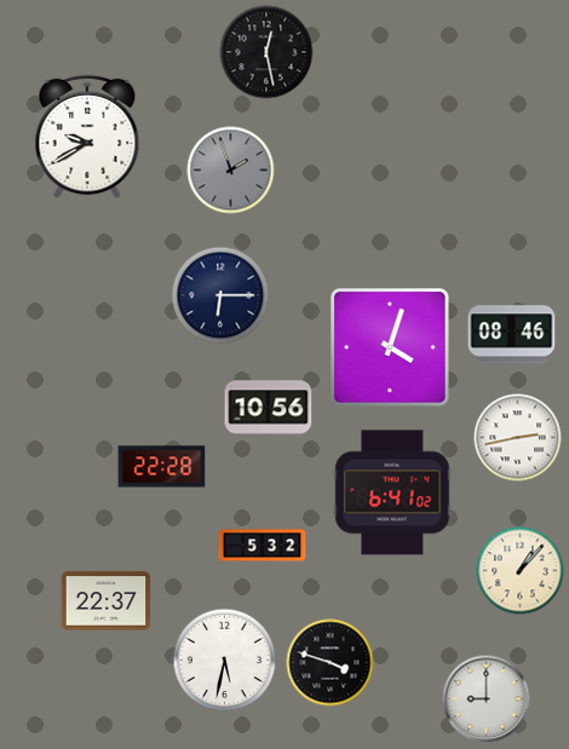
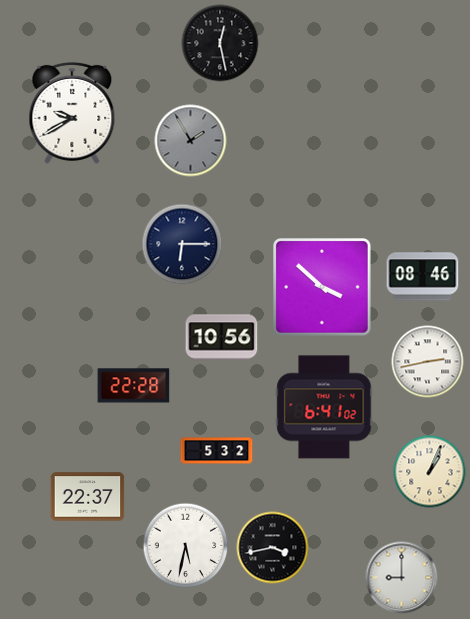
clock at (231, 171): 1:57 -> 1:55
clock at (390, 347): 4:03 -> 3:52
clock at (521, 571): 1:07 -> 1:04
clock at (331, 663): 3:48 -> 3:43
